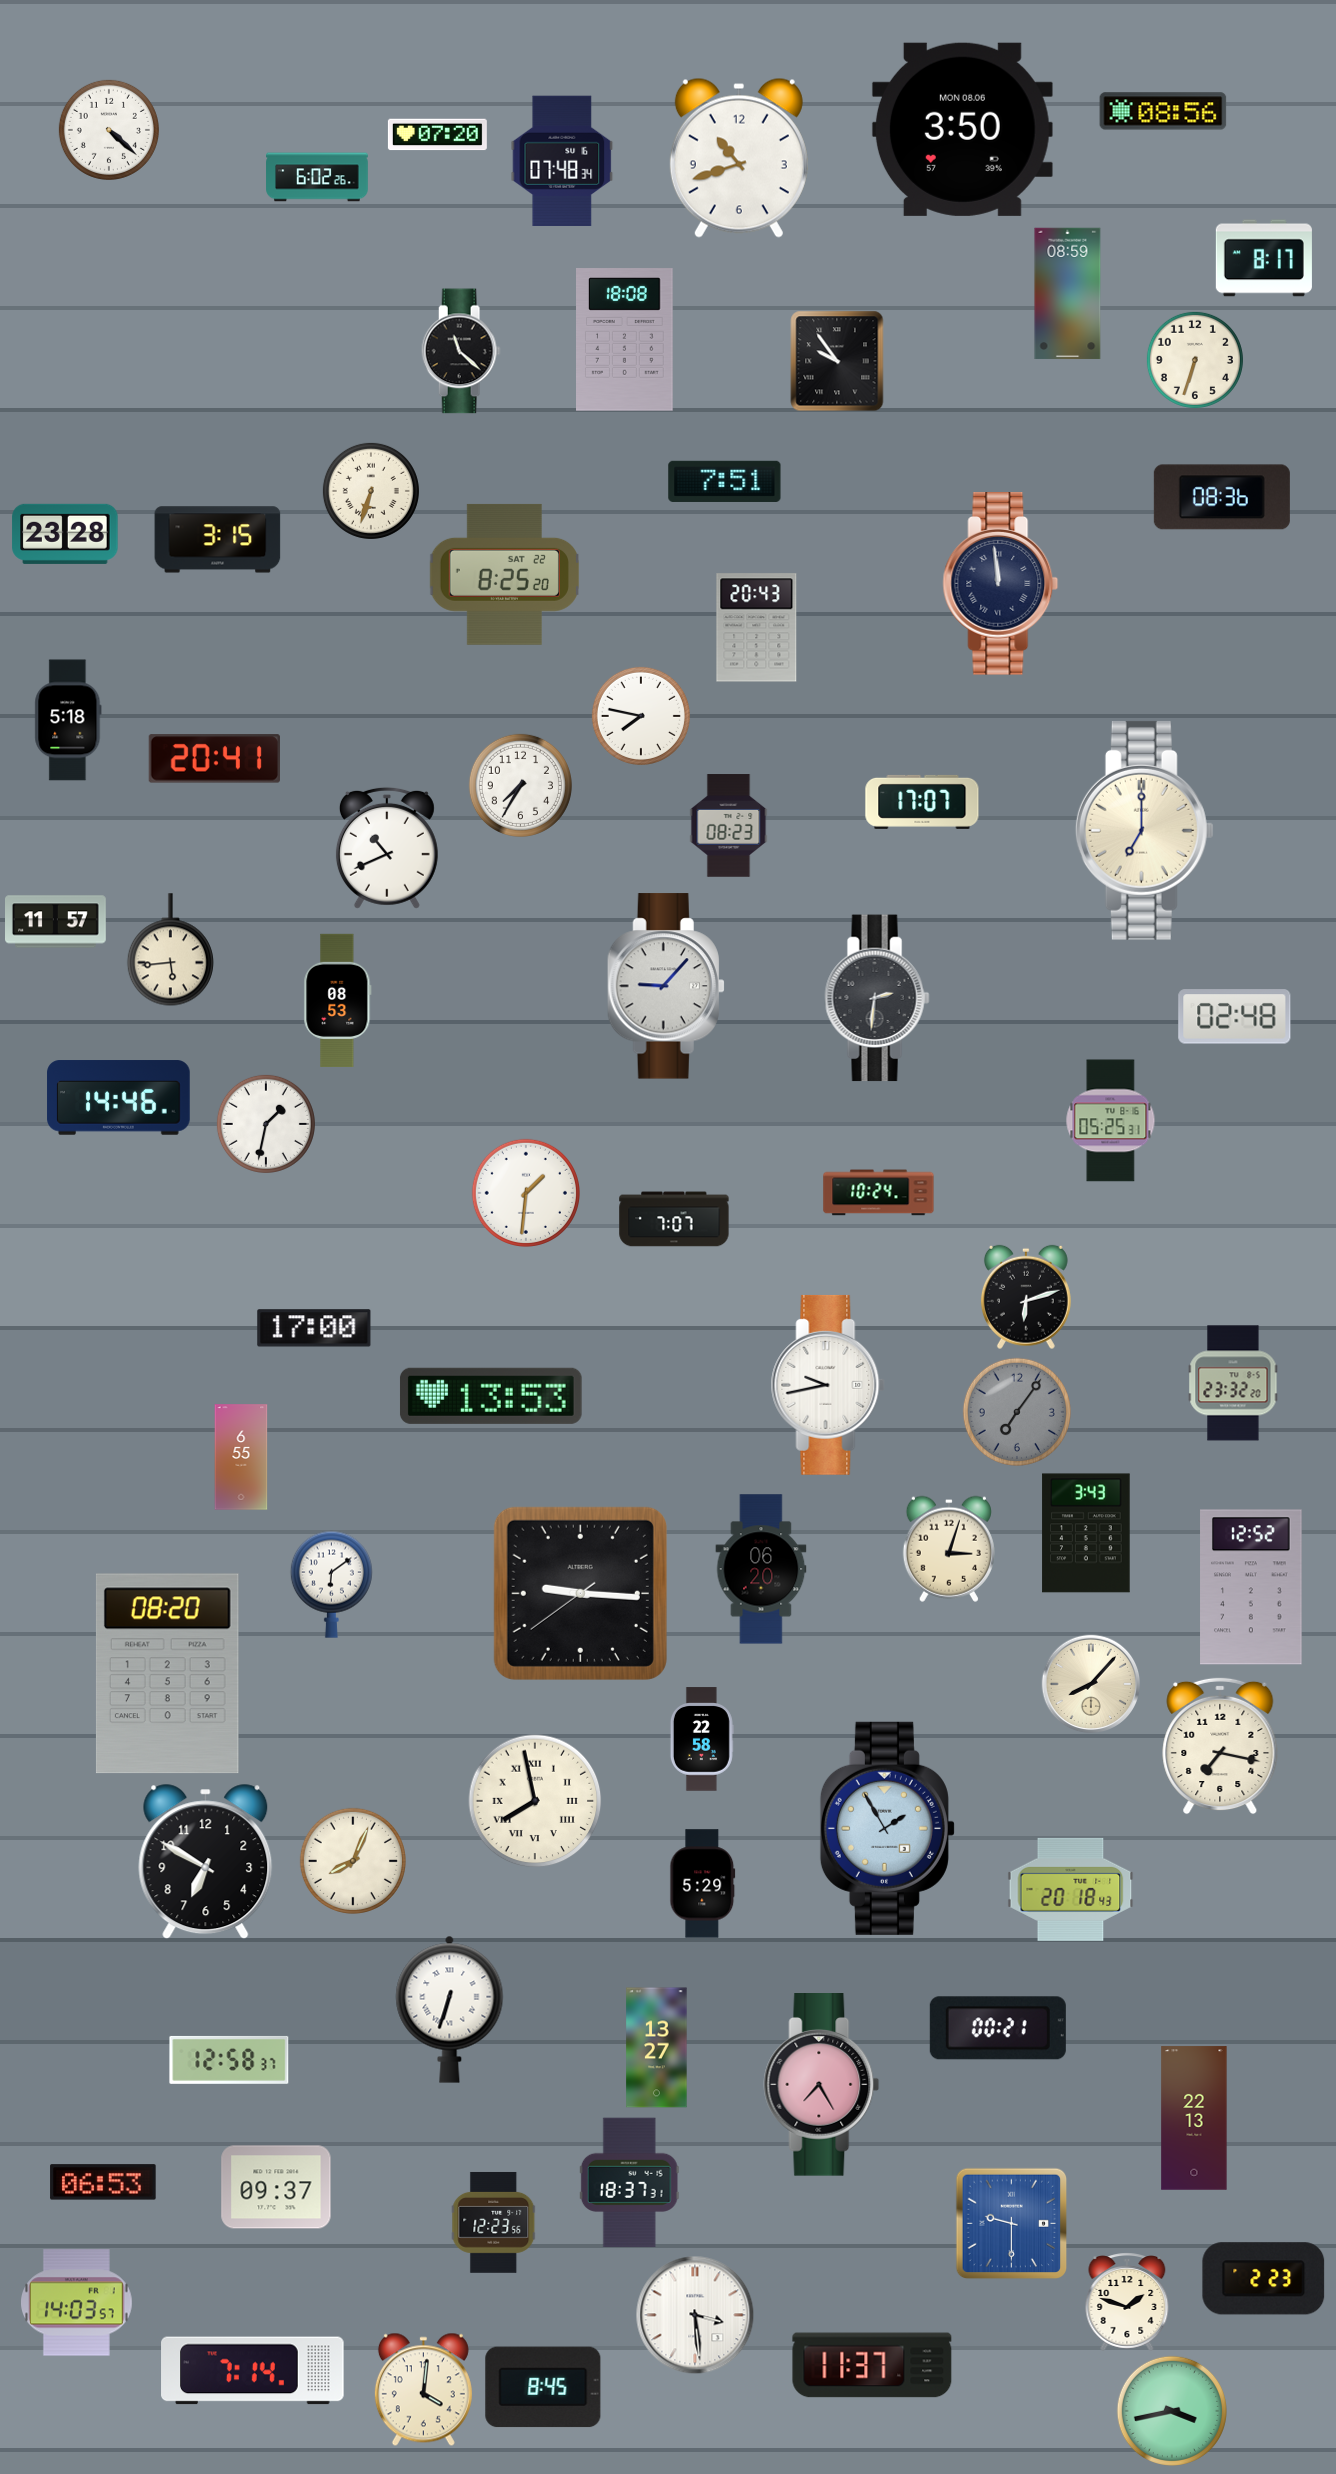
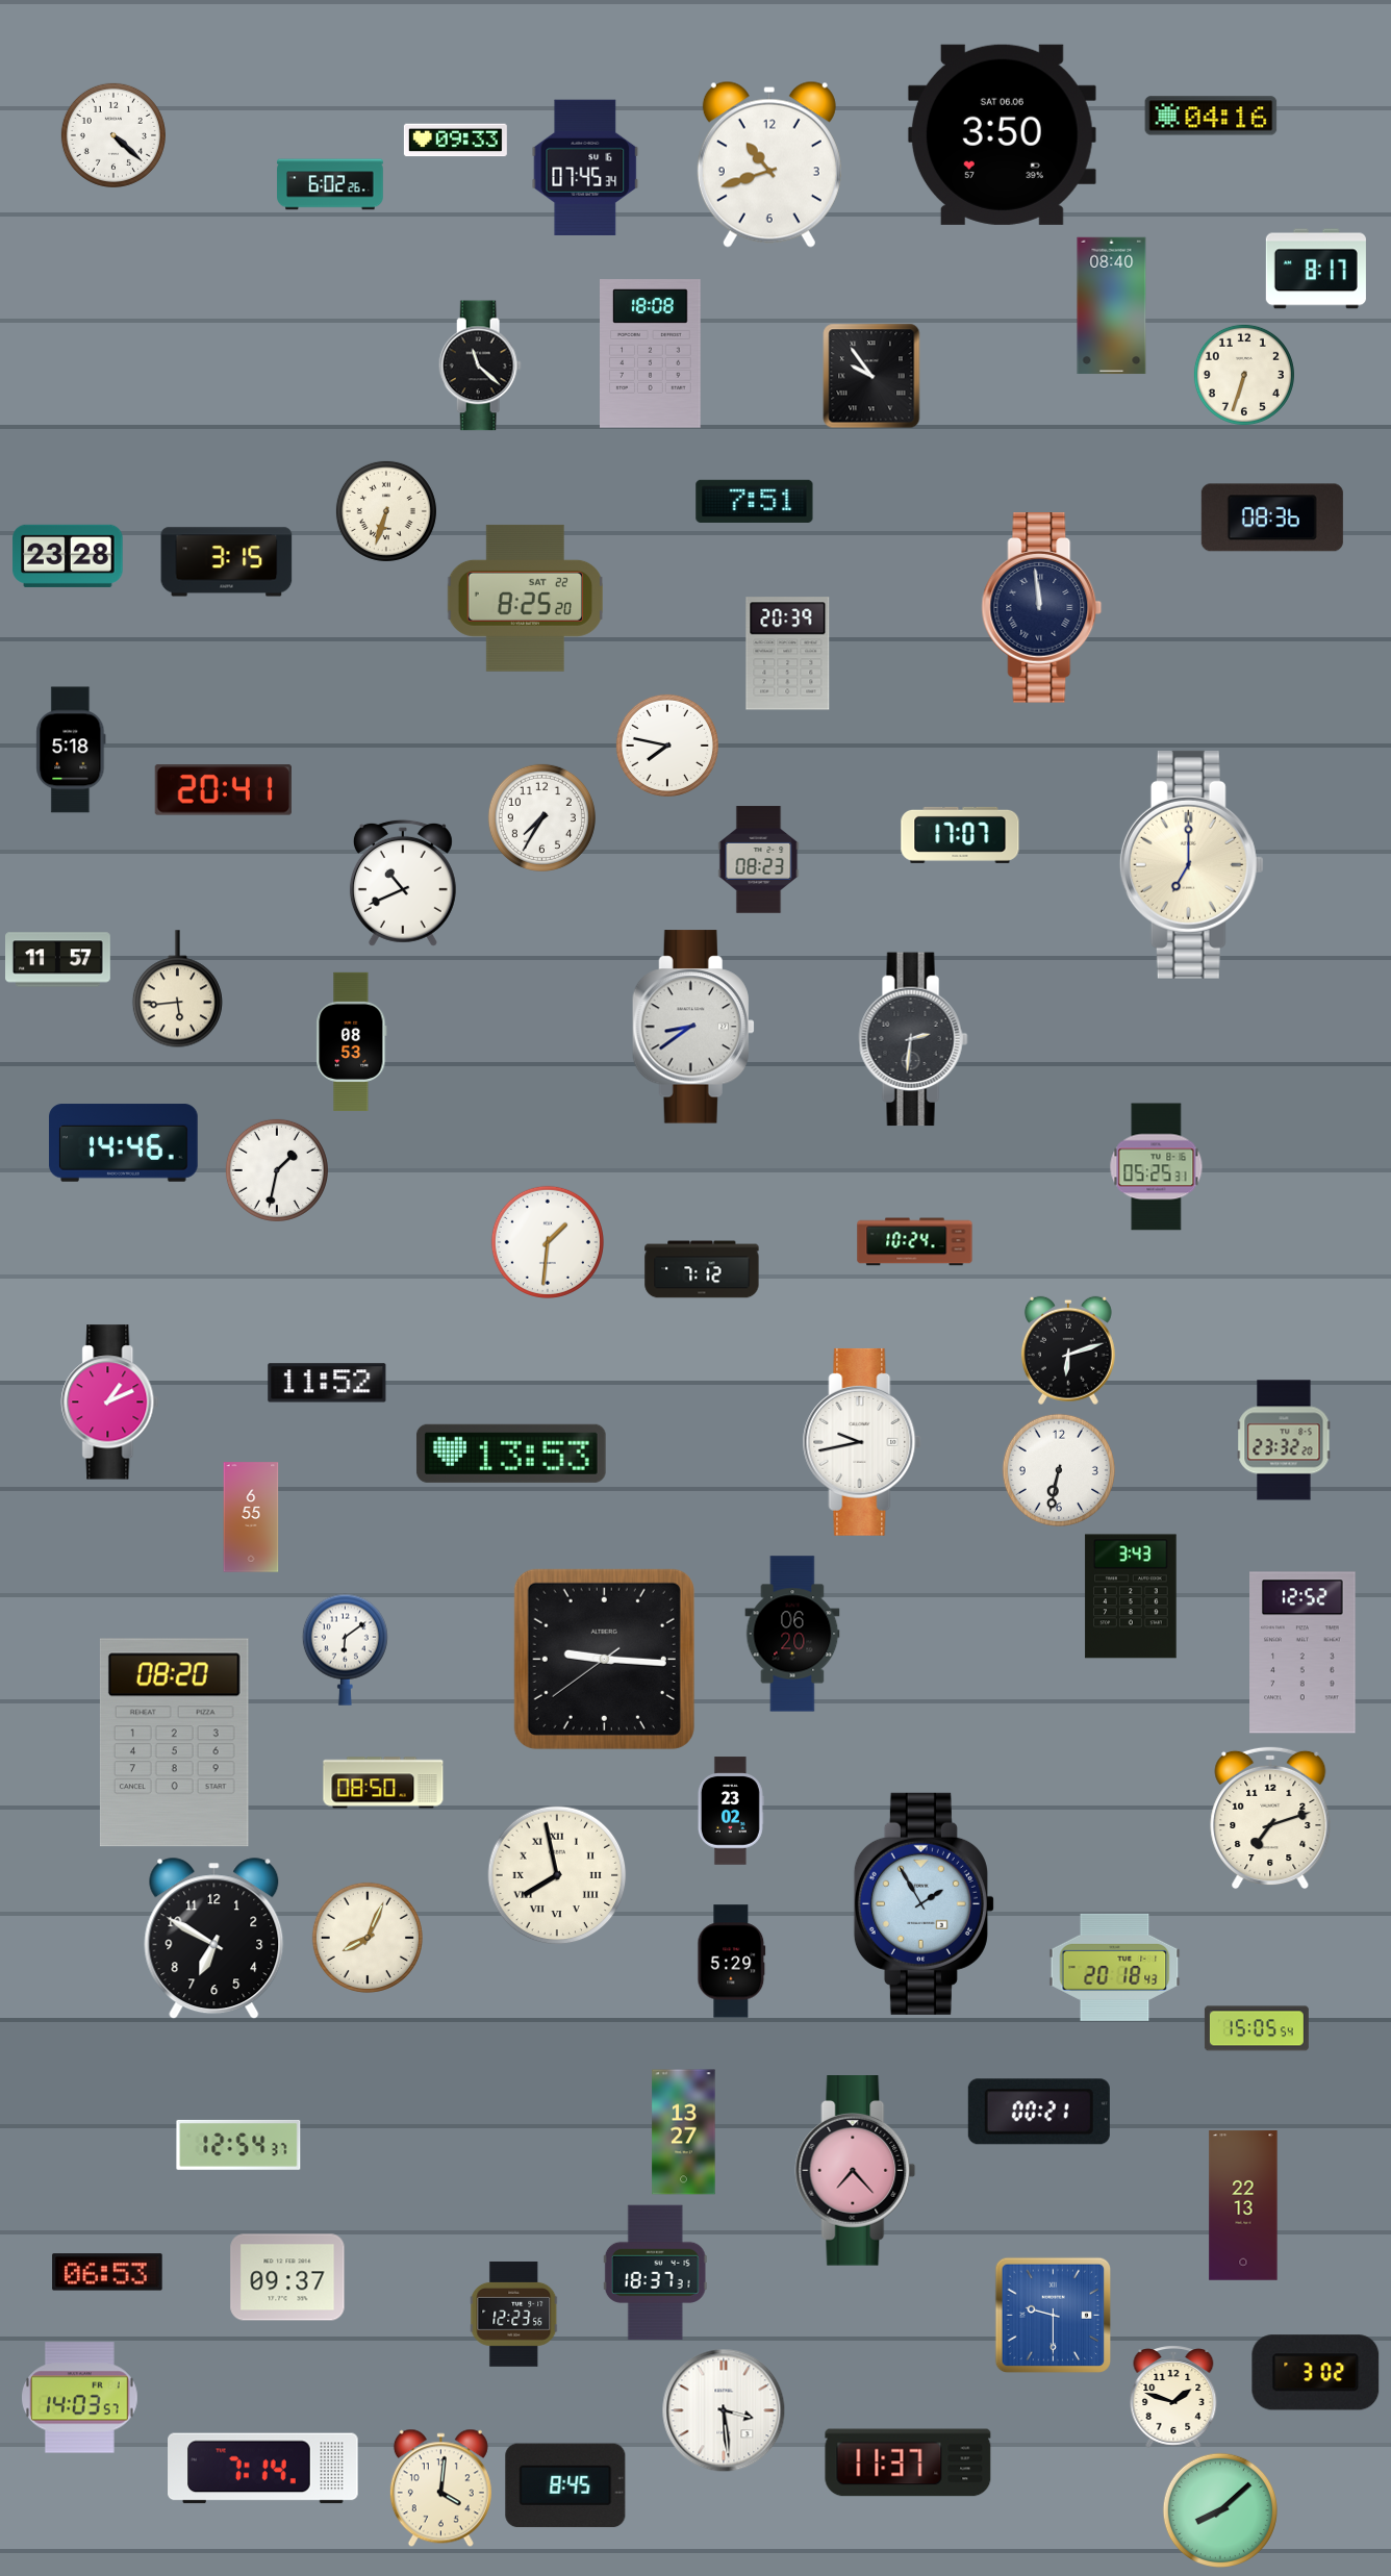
clock at (1163, 111): 08:56 -> 04:16
clock at (962, 129) date: MON 08.06 -> SAT 06.06
clock at (437, 135): 07:20 -> 09:33
clock at (562, 160): 07:48 -> 07:45
clock at (1068, 294): 08:59 -> 08:40
clock at (757, 628): 20:43 -> 20:39
clock at (666, 986): 9:07 -> 8:39
clock at (1235, 1017): 02:48 -> none
clock at (674, 1219): 7:07 -> 7:12
clock at (314, 1328): 17:00 -> 11:52
clock at (110, 1403): none -> 1:11
clock at (1017, 1412): 7:06 -> 6:32
clock at (1017, 1412) dial: grey -> white
clock at (949, 1549): 3:03 -> none
clock at (1091, 1684): 8:07 -> none
clock at (383, 1783): none -> 08:50
clock at (702, 1739): 22:58 -> 23:02
clock at (1220, 1746): 7:17 -> 7:12
clock at (1257, 2028): none -> 15:05
clock at (450, 2009): 6:33 -> none
clock at (229, 2060): 12:58 -> 12:54
clock at (822, 2085): 7:25 -> 7:23
clock at (1264, 2279): 2:23 -> 3:02
clock at (1172, 2411): 3:43 -> 8:08
